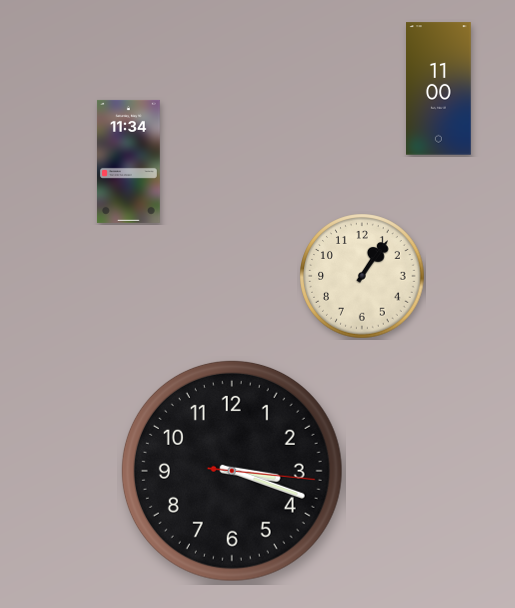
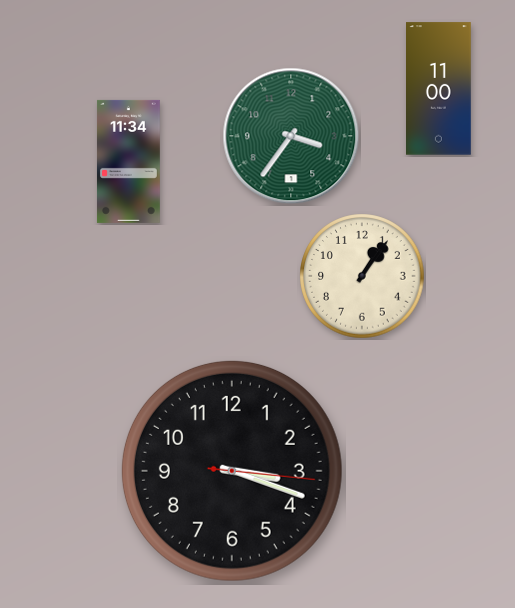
clock at (291, 136): none -> 3:36
